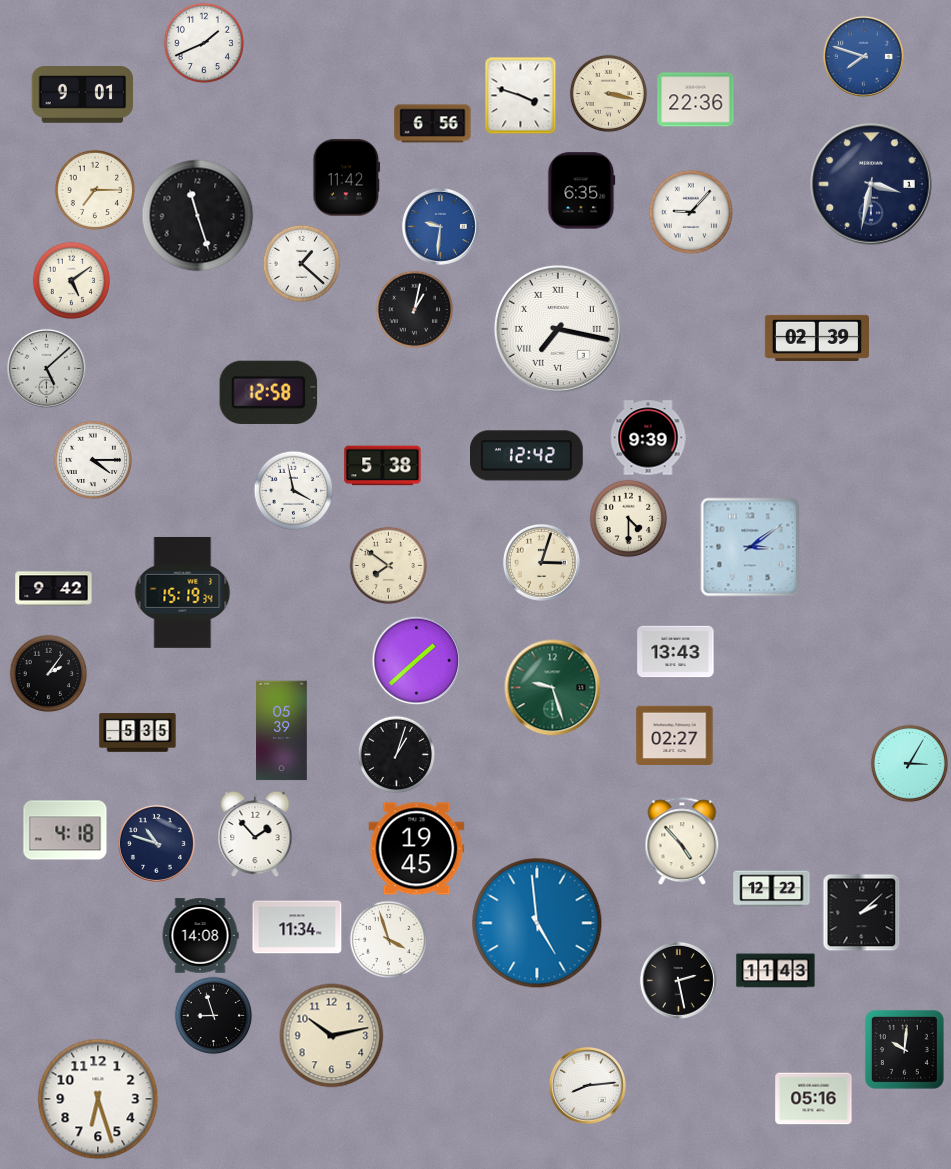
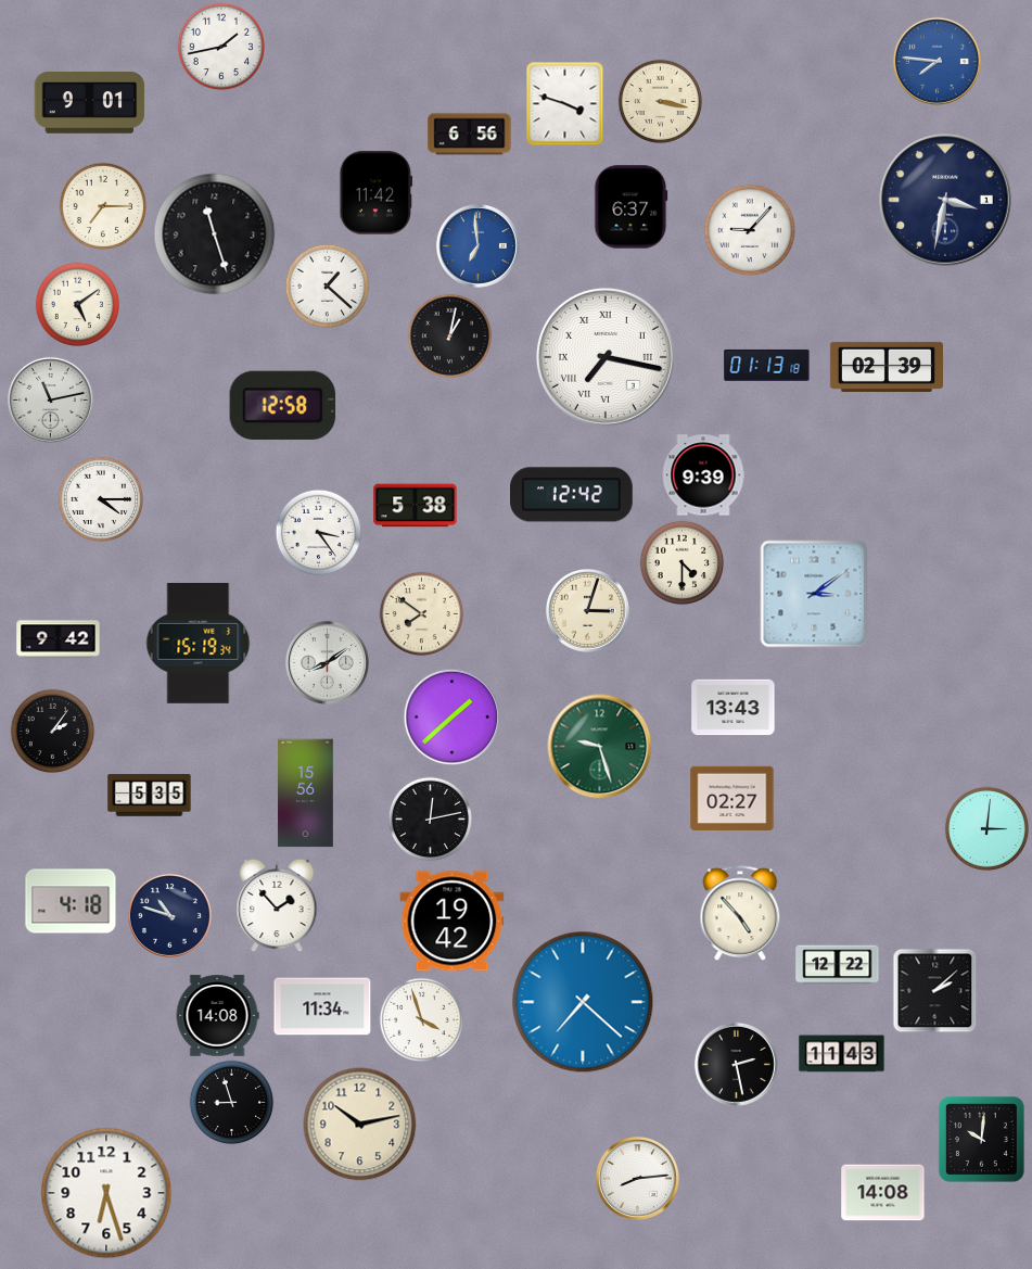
clock at (204, 43): 1:41 -> 1:43
clock at (863, 56): 7:48 -> 7:46
clock at (696, 100): 22:36 -> none
clock at (582, 191): 6:35 -> 6:37
clock at (440, 226): 9:31 -> 6:59
clock at (767, 365): none -> 01:13
clock at (46, 368): 5:08 -> 11:13
clock at (269, 392) position: (269, 392) -> (283, 405)
clock at (293, 490): 3:58 -> 3:24
clock at (327, 662): none -> 8:09
clock at (282, 731): 05:39 -> 15:56
clock at (396, 754): 1:03 -> 12:13
clock at (909, 763): 3:05 -> 3:01
clock at (417, 849): 19:45 -> 19:42
clock at (537, 923): 4:59 -> 7:22
clock at (814, 1099): 05:16 -> 14:08
